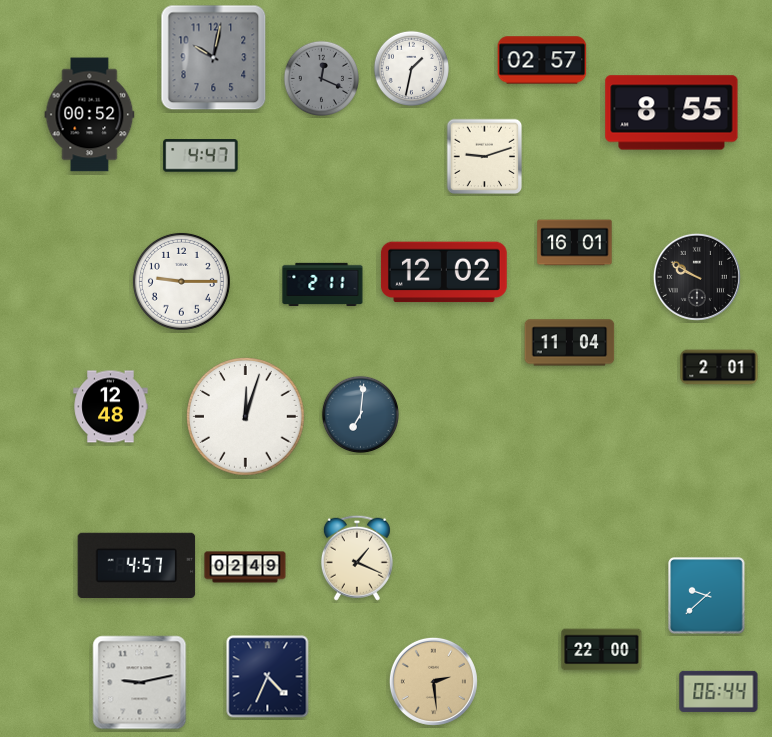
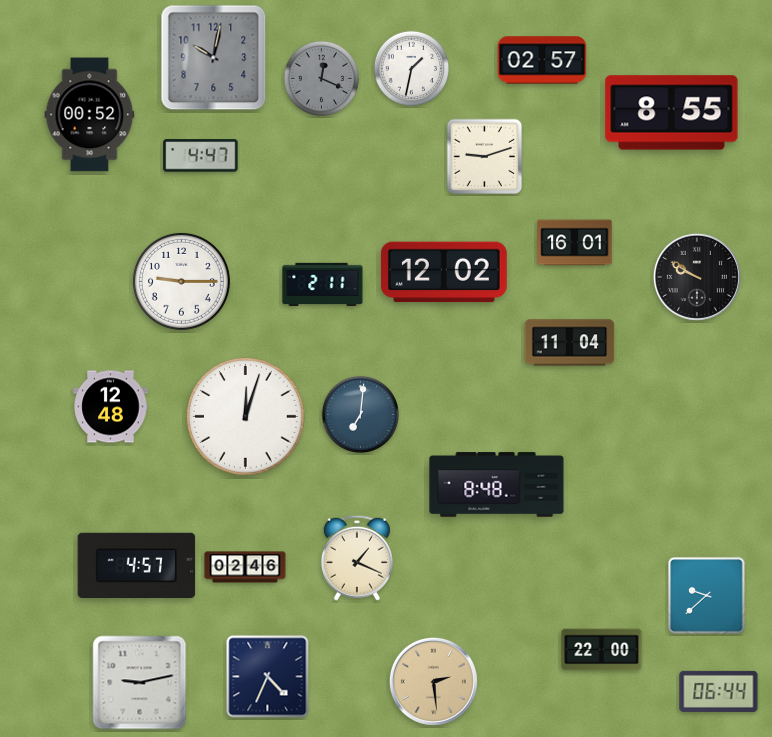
clock at (719, 367): 2:01 -> none
clock at (497, 485): none -> 8:48
clock at (245, 567): 02:49 -> 02:46
